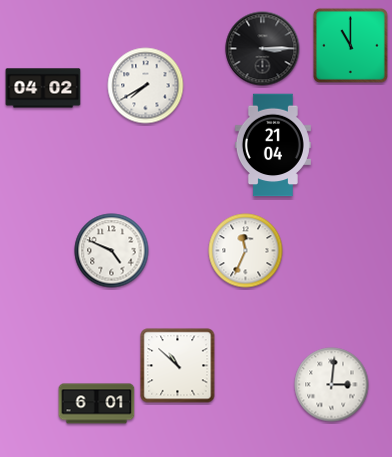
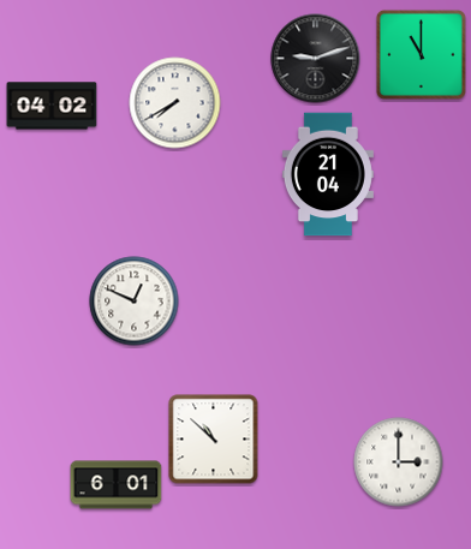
clock at (263, 49): 3:15 -> 9:12
clock at (112, 251): 4:49 -> 12:49
clock at (246, 251): 11:34 -> none
clock at (332, 385): 3:01 -> 3:00
